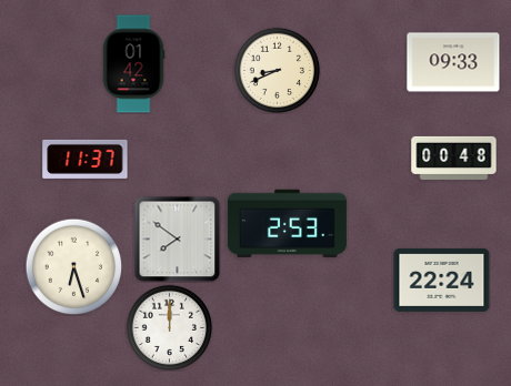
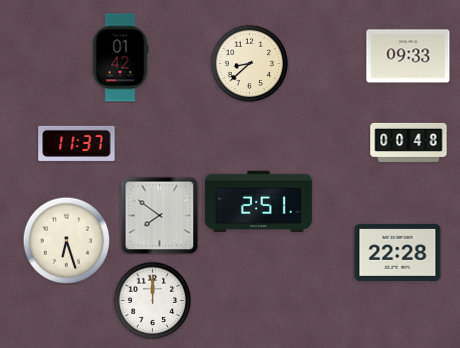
clock at (277, 70): 8:41 -> 8:38
clock at (287, 224): 2:53 -> 2:51
clock at (442, 280): 22:24 -> 22:28
clock at (169, 327) position: (169, 327) -> (152, 300)
